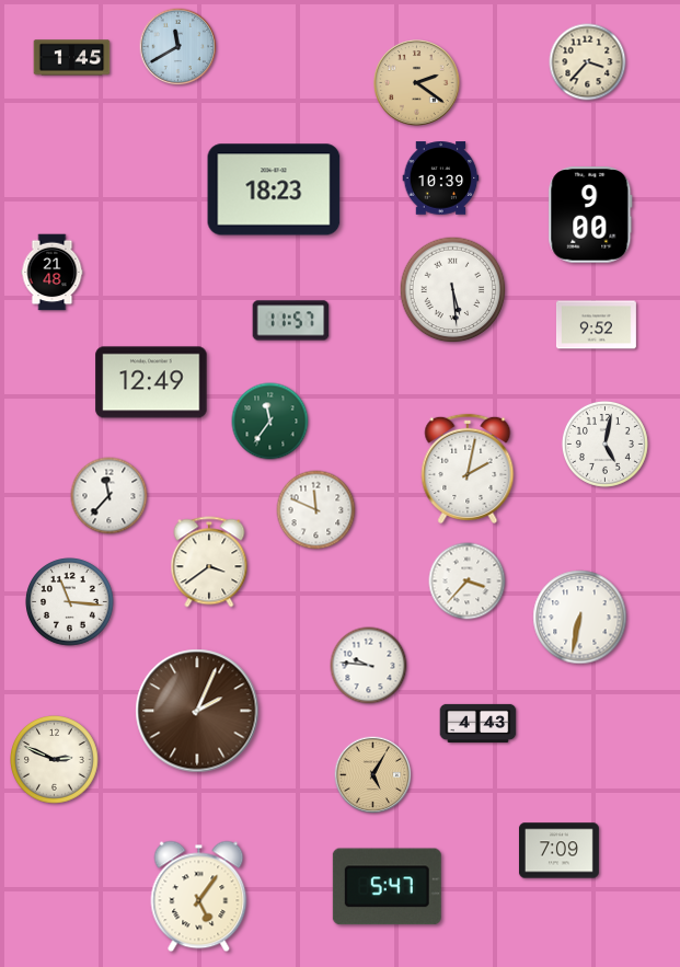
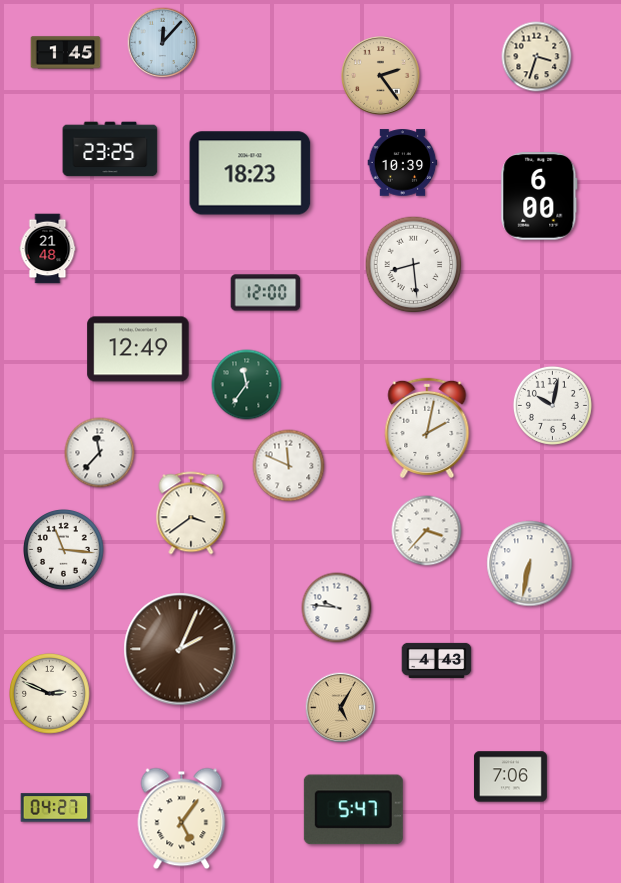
clock at (178, 47): 11:40 -> 12:07
clock at (588, 62): 3:37 -> 3:33
clock at (417, 83): 2:21 -> 2:24
clock at (110, 149): none -> 23:25
clock at (590, 215): 9:00 -> 6:00
clock at (453, 290): 5:29 -> 8:29
clock at (291, 321): 11:57 -> 12:00
clock at (596, 325): 9:52 -> none
clock at (604, 444): 5:02 -> 10:02
clock at (558, 851): 7:09 -> 7:06
clock at (56, 808): none -> 04:27
